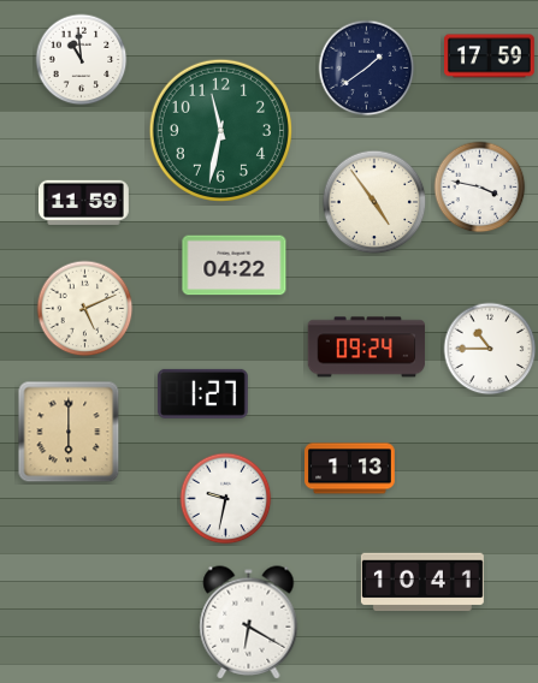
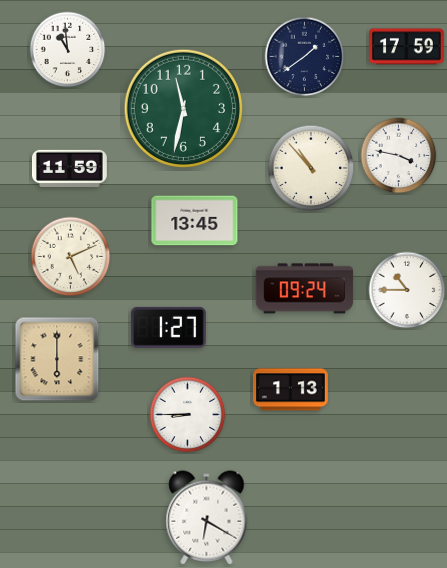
clock at (374, 202): 4:54 -> 10:53
clock at (235, 266): 04:22 -> 13:45
clock at (226, 499): 9:32 -> 8:45
clock at (422, 582): 10:41 -> none
